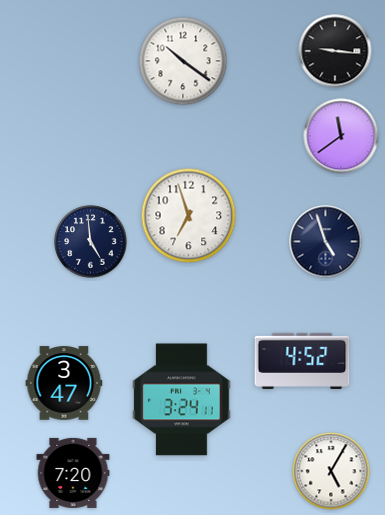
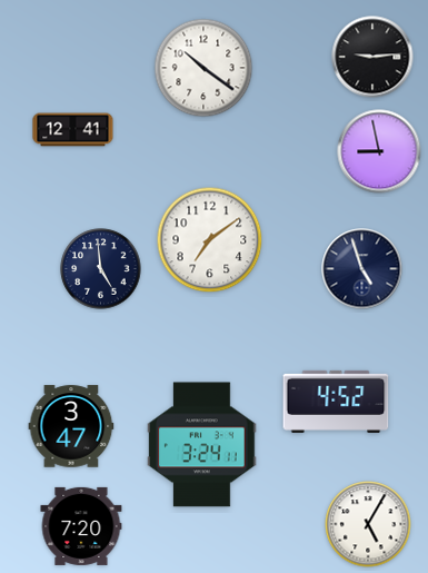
clock at (335, 51): 9:16 -> 9:14
clock at (73, 130): none -> 12:41
clock at (341, 136): 11:39 -> 8:58
clock at (189, 216): 6:57 -> 7:09
